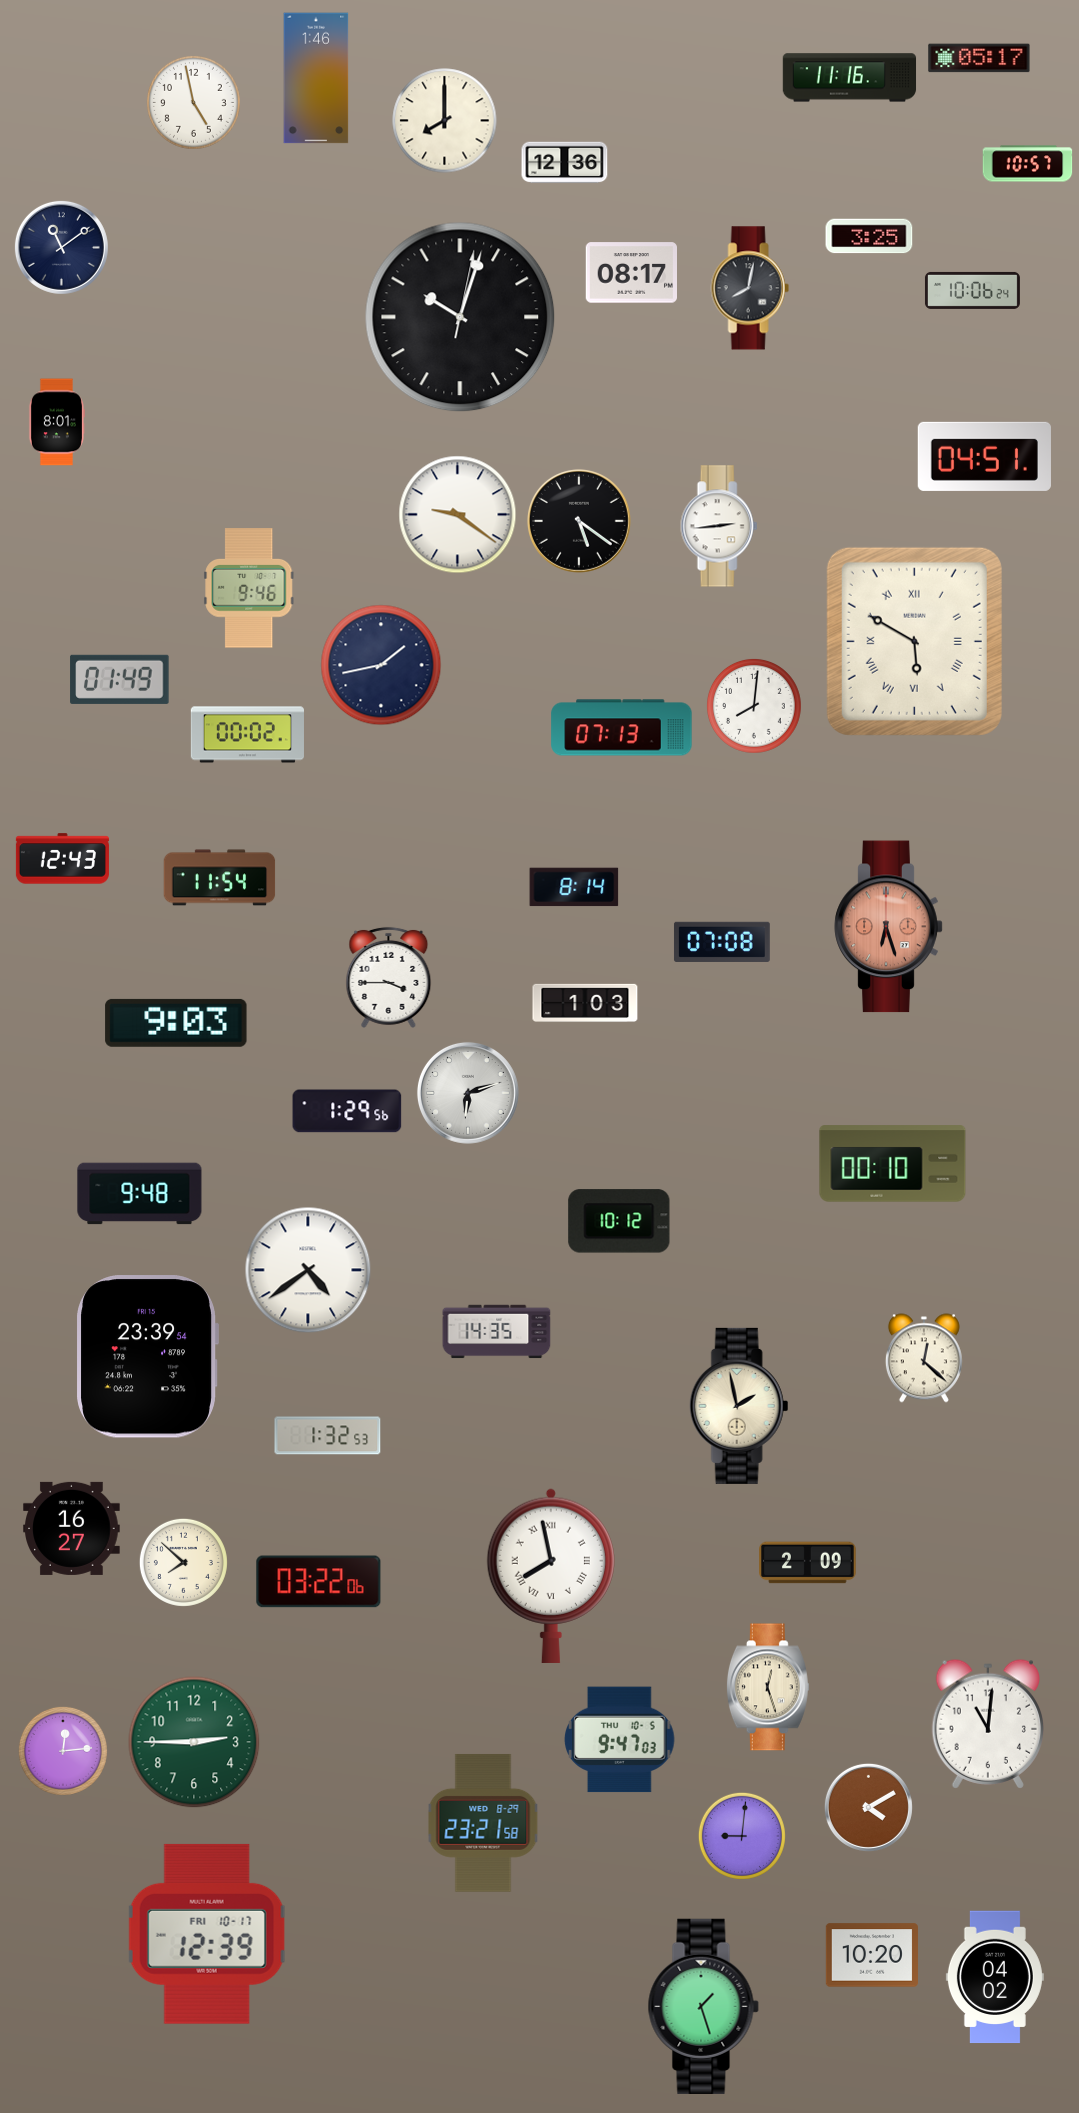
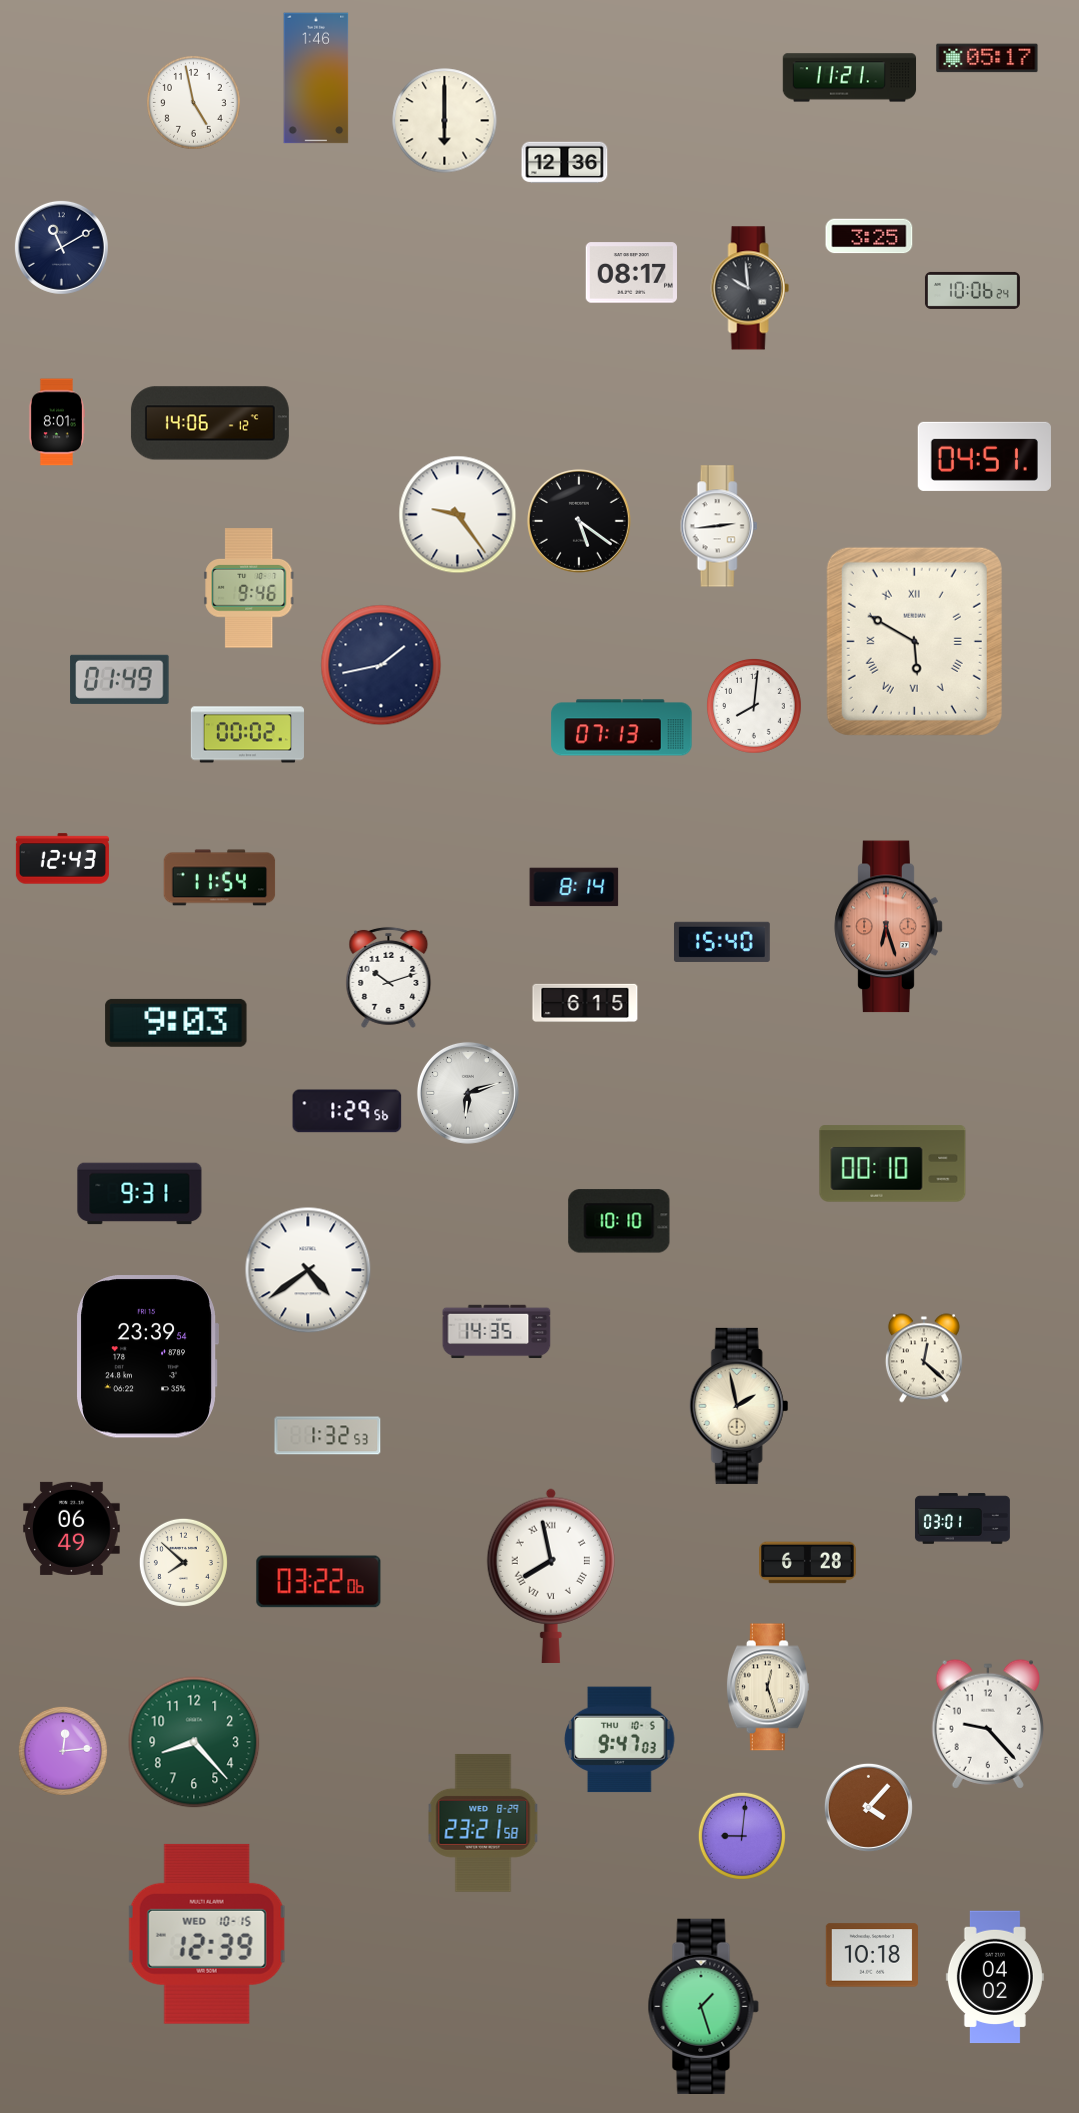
clock at (979, 58) position: (979, 58) -> (987, 58)
clock at (850, 78): 11:16 -> 11:21
clock at (445, 121): 8:00 -> 6:00
clock at (1028, 164): 10:57 -> none
clock at (61, 247): 11:09 -> 11:10
clock at (750, 288): 8:02 -> 9:59
clock at (460, 317): 10:03 -> none
clock at (210, 423): none -> 14:06
clock at (458, 515): 9:21 -> 9:24
clock at (722, 942): 07:08 -> 15:40
clock at (389, 977): 3:45 -> 10:12
clock at (585, 1002): 1:03 -> 6:15
clock at (140, 1194): 9:48 -> 9:31
clock at (619, 1221): 10:12 -> 10:10
clock at (962, 1519): none -> 03:01
clock at (72, 1528): 16:27 -> 06:49
clock at (808, 1563): 2:09 -> 6:28
clock at (987, 1724): 11:01 -> 9:23
clock at (194, 1742): 2:45 -> 8:23
clock at (868, 1807): 4:10 -> 4:07
clock at (207, 1934) date: FRI 10-17 -> WED 10-15
clock at (872, 1955): 10:20 -> 10:18
